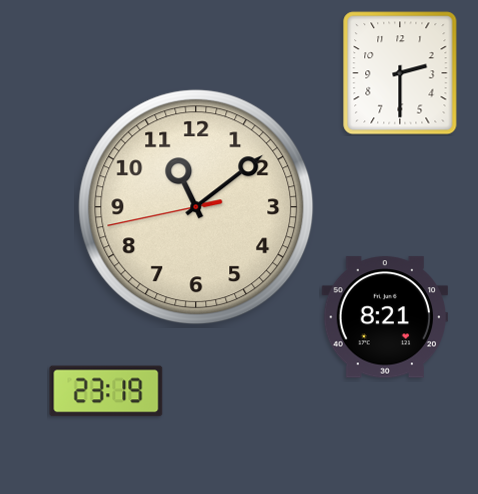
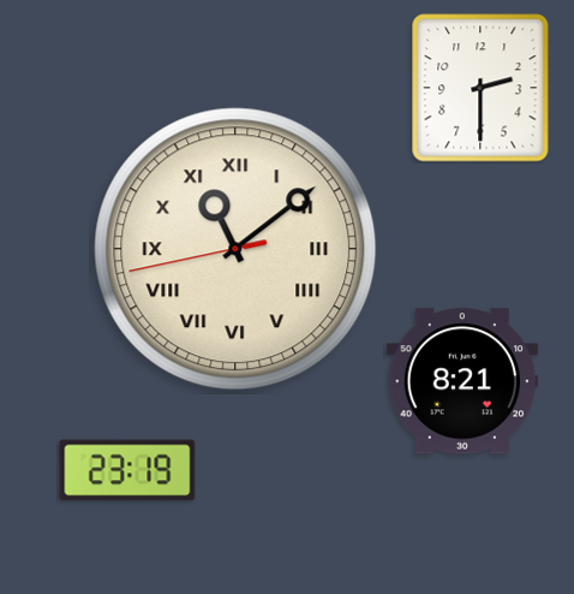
clock at (196, 207) numerals: Arabic -> Roman
